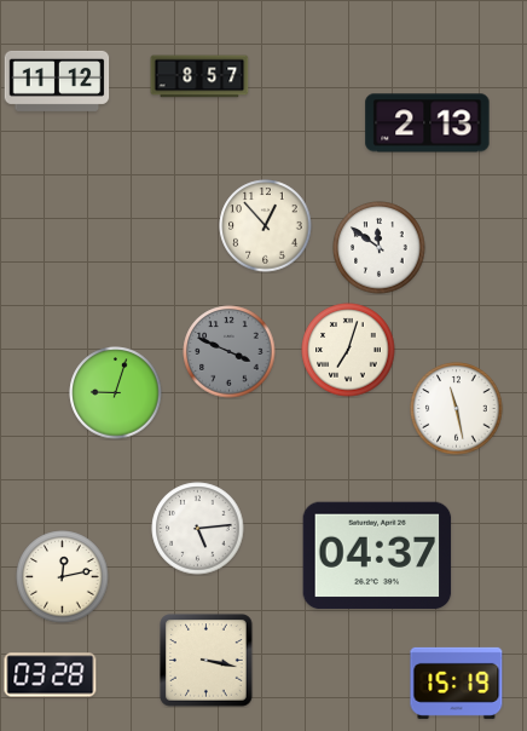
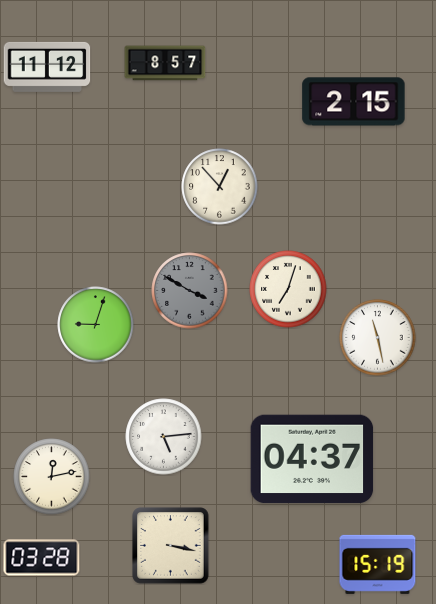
clock at (428, 123): 2:13 -> 2:15
clock at (380, 248): 11:51 -> none
clock at (230, 352): 3:49 -> 3:50
